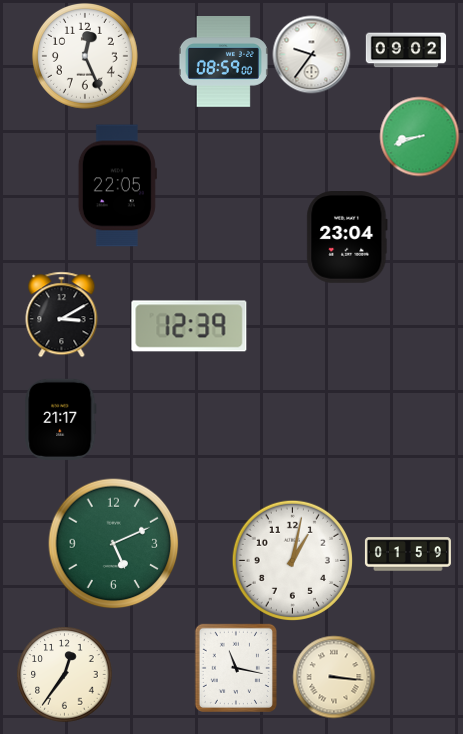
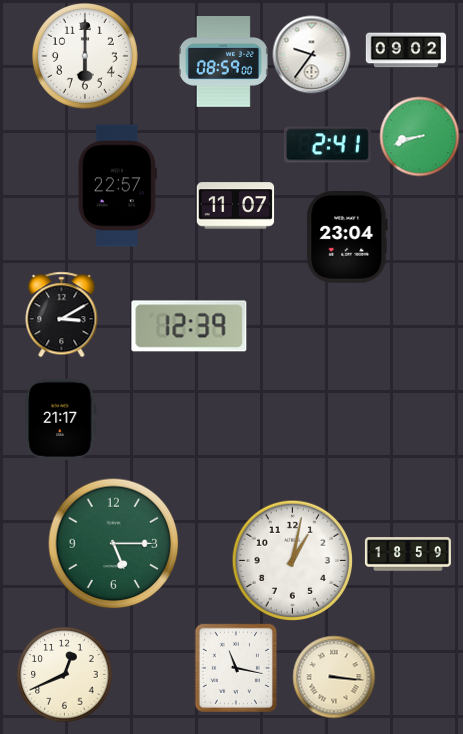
clock at (85, 56): 12:26 -> 6:00
clock at (327, 145): none -> 2:41
clock at (117, 186): 22:05 -> 22:57
clock at (235, 206): none -> 11:07
clock at (114, 544): 5:11 -> 5:15
clock at (408, 554): 01:59 -> 18:59
clock at (64, 674): 12:36 -> 12:41
